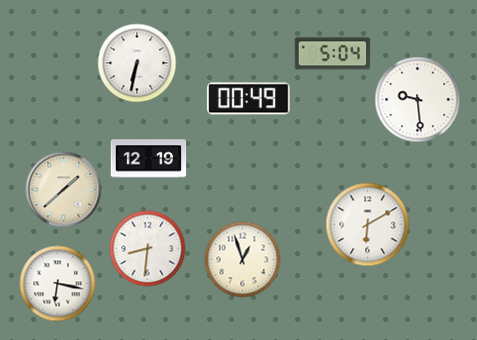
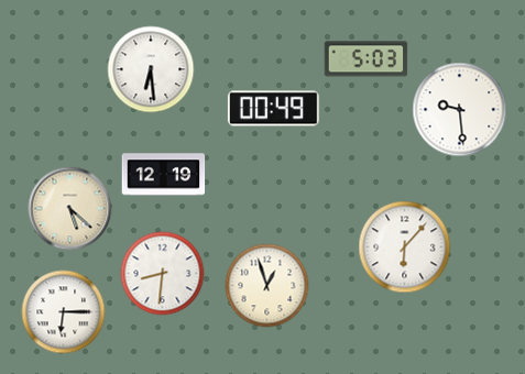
clock at (333, 54): 5:04 -> 5:03
clock at (137, 63): 6:32 -> 6:29
clock at (64, 190): 1:38 -> 5:22
clock at (368, 225): 6:10 -> 6:07
clock at (58, 284): 6:17 -> 6:15
